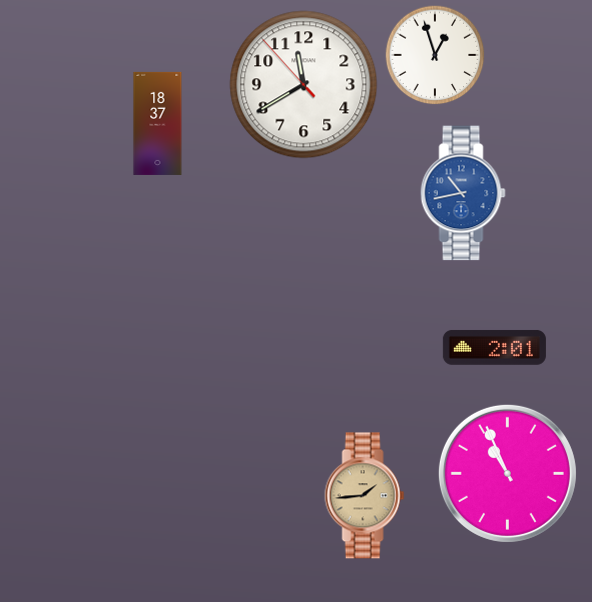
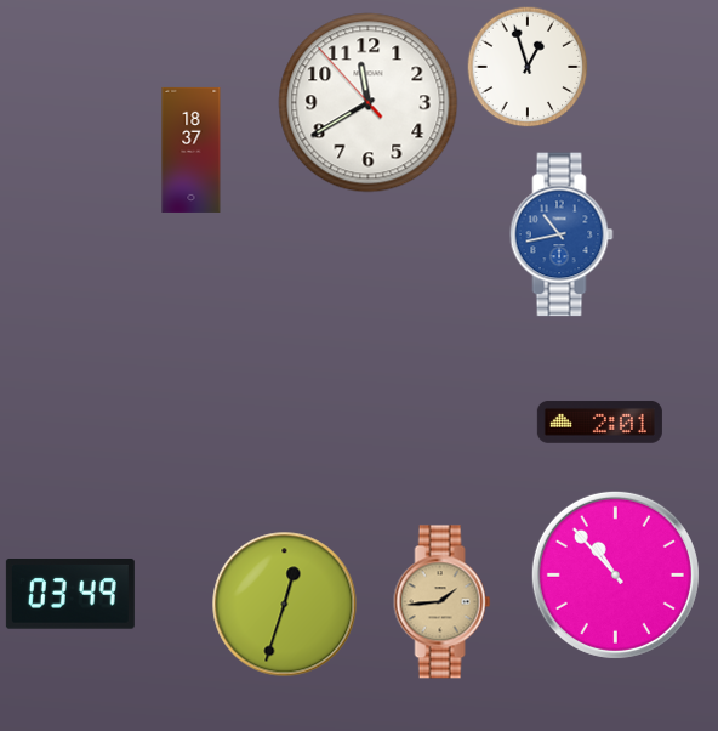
clock at (507, 473): 10:56 -> 10:53
clock at (70, 594): none -> 03:49
clock at (285, 605): none -> 12:33
